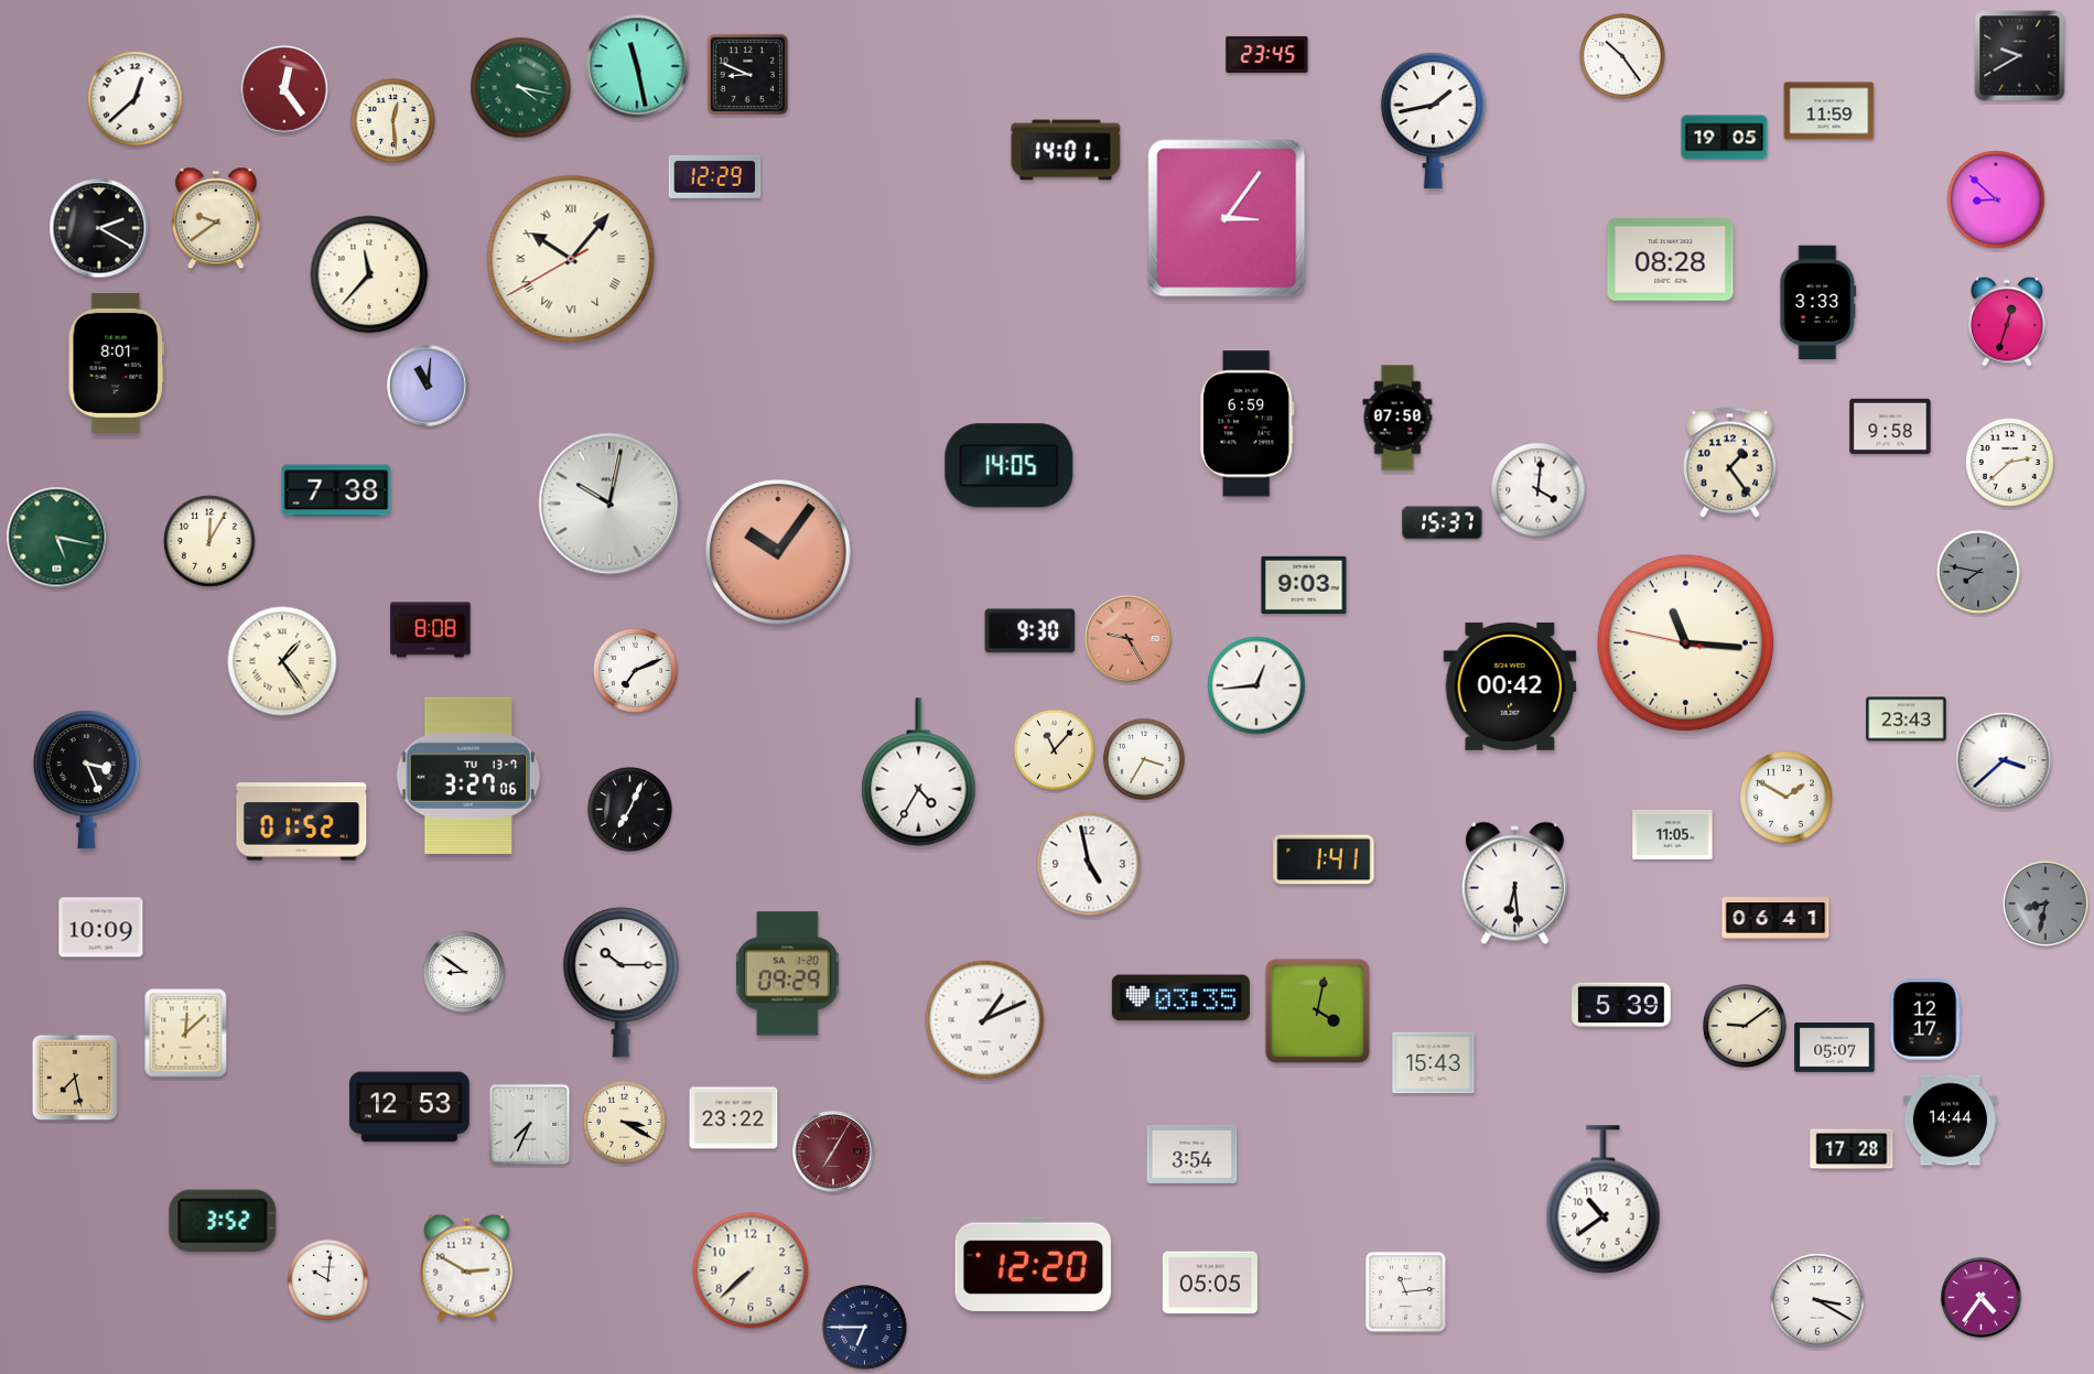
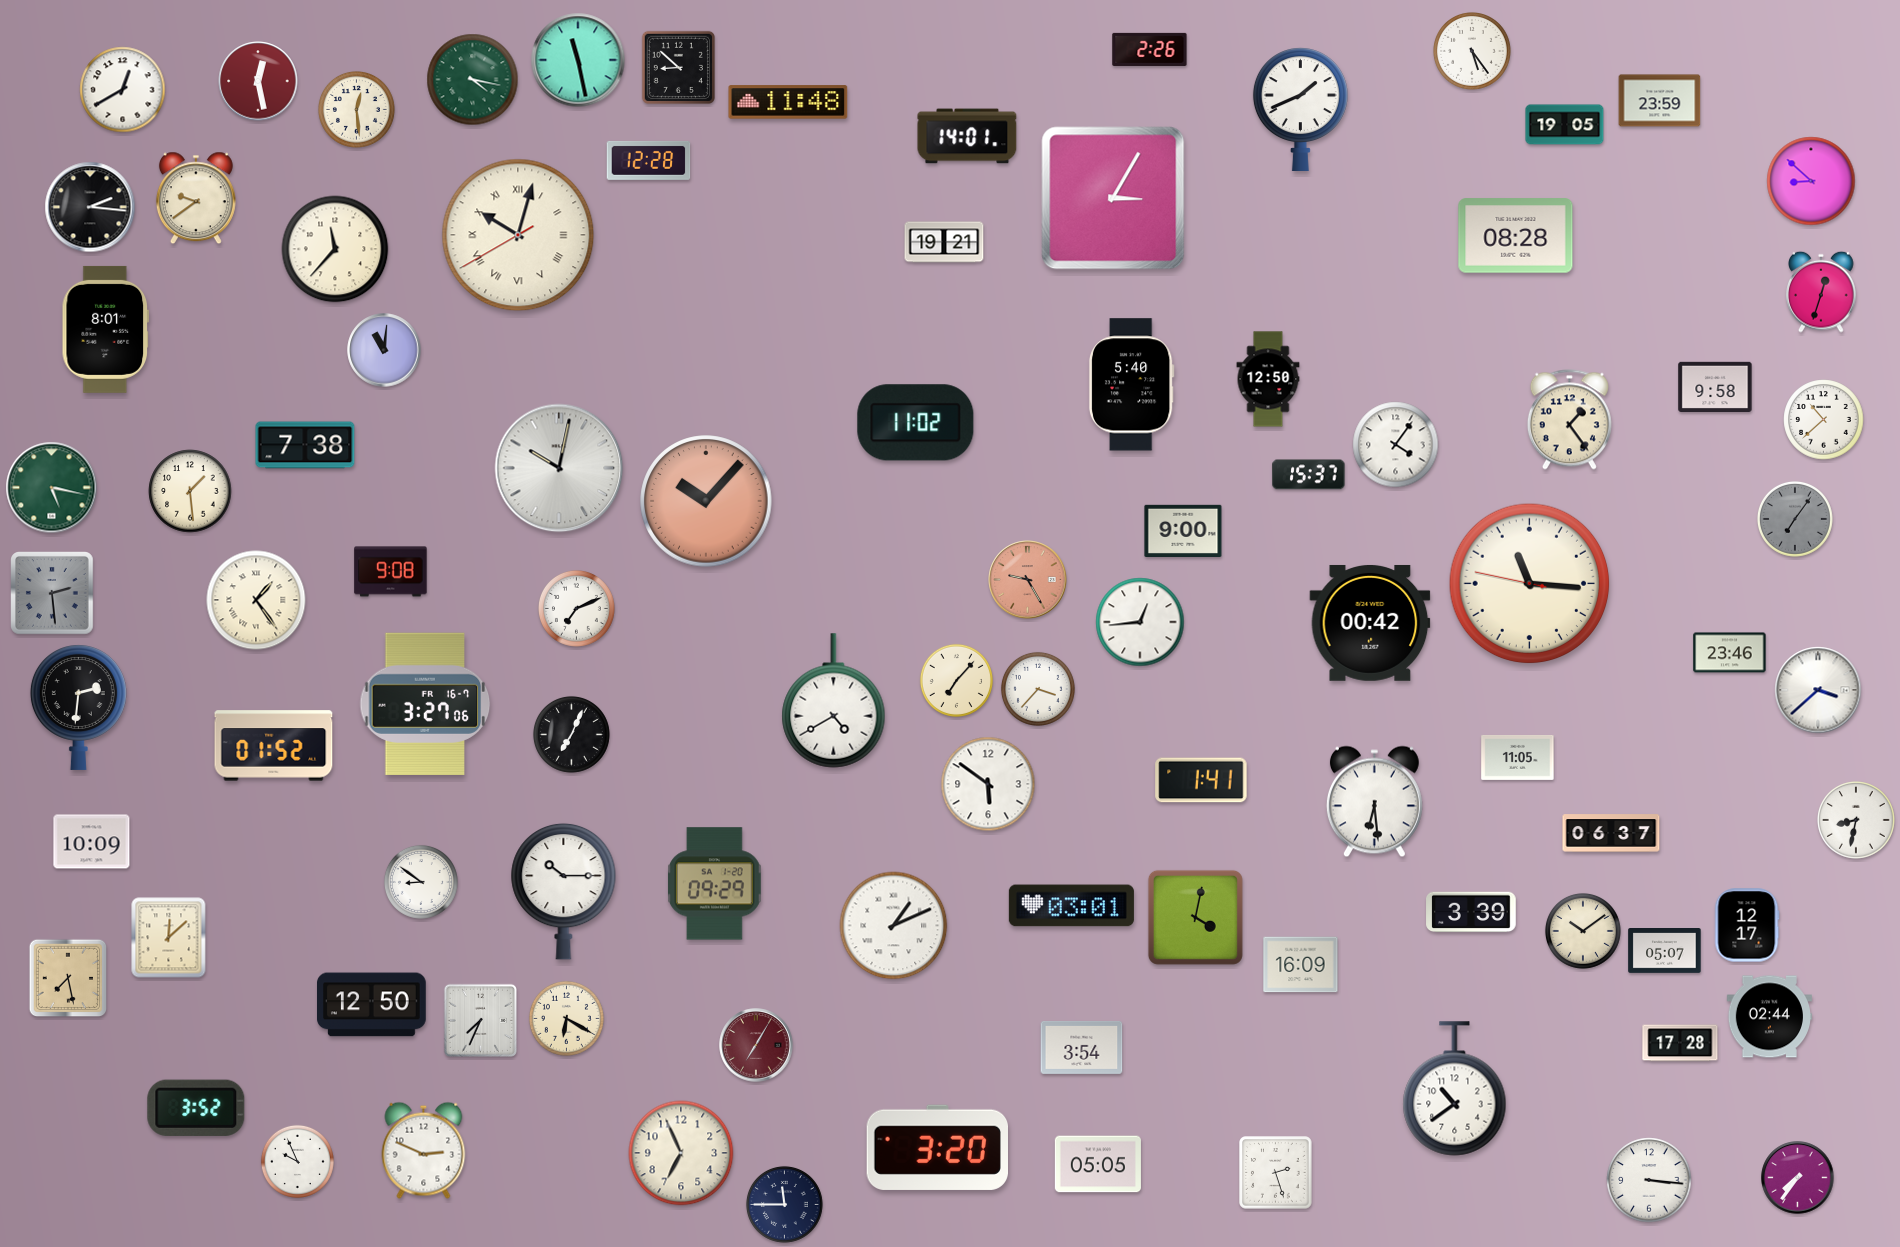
clock at (1267, 54): 23:45 -> 2:26
clock at (2020, 56): 9:40 -> none
clock at (1623, 57): 10:24 -> 5:24
clock at (747, 74): 8:49 -> 8:52
clock at (284, 89): 12:24 -> 12:28
clock at (136, 99): 12:38 -> 12:40
clock at (1829, 111): 11:59 -> 23:59
clock at (788, 102): none -> 11:48
clock at (1433, 120): 1:43 -> 1:41
clock at (715, 176): 12:29 -> 12:28
clock at (1227, 218): 3:06 -> 3:05
clock at (99, 228): 2:20 -> 2:16
clock at (571, 259): 10:06 -> 10:02
clock at (944, 242): none -> 19:21
clock at (1818, 303): 3:33 -> none
clock at (428, 386) position: (428, 386) -> (384, 350)
clock at (1397, 418): 07:50 -> 12:50
clock at (1246, 424): 6:59 -> 5:40
clock at (2010, 463): 2:38 -> 10:38
clock at (1010, 466): 14:05 -> 11:02
clock at (1539, 490): 4:01 -> 4:06
clock at (609, 504) position: (609, 504) -> (559, 468)
clock at (209, 541): 12:05 -> 1:29
clock at (778, 552): 10:06 -> 10:07
clock at (1978, 572): 7:47 -> 7:06
clock at (1304, 584): 9:03 -> 9:00
clock at (431, 630): 8:08 -> 9:08
clock at (1030, 631): 9:30 -> none
clock at (1129, 639) position: (1129, 639) -> (1028, 580)
clock at (53, 594): none -> 2:29
clock at (1907, 720): 23:43 -> 23:46
clock at (1054, 749): 11:07 -> 7:07
clock at (1144, 759): 3:35 -> 3:37
clock at (919, 772): 4:35 -> 4:40
clock at (468, 776) date: TU 13-7 -> FR 16-7
clock at (86, 779): 3:26 -> 2:31
clock at (1787, 798): 1:50 -> none
clock at (1089, 864): 4:58 -> 5:51
clock at (2047, 905) dial: grey -> white
clock at (1775, 918): 06:41 -> 06:37
clock at (1180, 998): 03:35 -> 03:01
clock at (1621, 1005): 5:39 -> 3:39
clock at (1745, 1026): 9:09 -> 10:09
clock at (1434, 1063): 15:43 -> 16:09
clock at (410, 1107): 12:53 -> 12:50
clock at (734, 1118): 23:22 -> none
clock at (1950, 1121): 14:44 -> 02:44
clock at (624, 1122): 3:20 -> 6:20
clock at (223, 1221) position: (223, 1221) -> (196, 1108)
clock at (1033, 1264): 12:20 -> 3:20
clock at (467, 1267): 2:50 -> 2:49
clock at (751, 1270): 7:38 -> 6:56
clock at (327, 1279): 10:01 -> 9:56
clock at (1406, 1292): 11:14 -> 2:27
clock at (1982, 1298): 4:36 -> 7:36
clock at (1817, 1300): 3:20 -> 3:16
clock at (865, 1328): 6:45 -> 11:45
